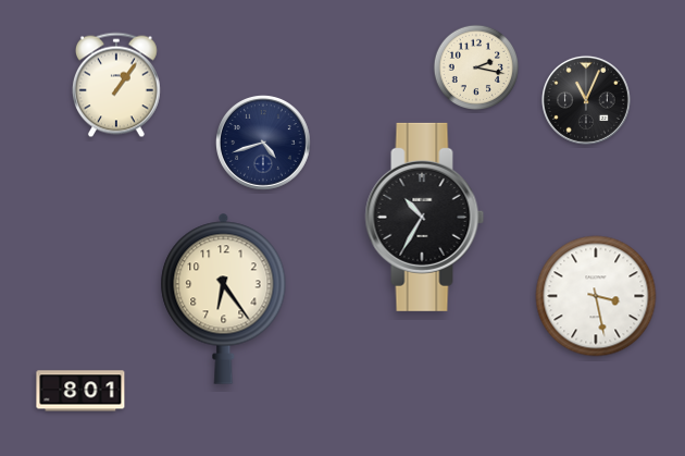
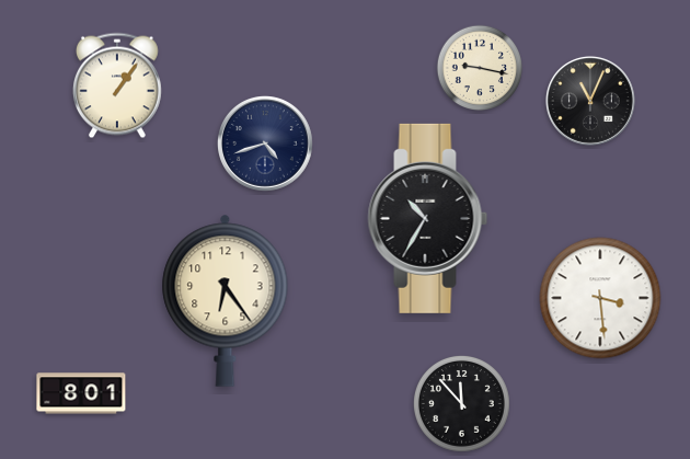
clock at (476, 67): 2:17 -> 9:17
clock at (596, 296): 3:28 -> 3:29
clock at (462, 404): none -> 11:53
